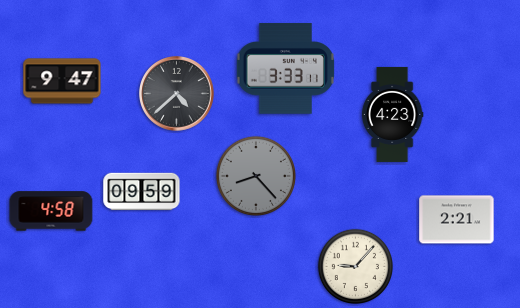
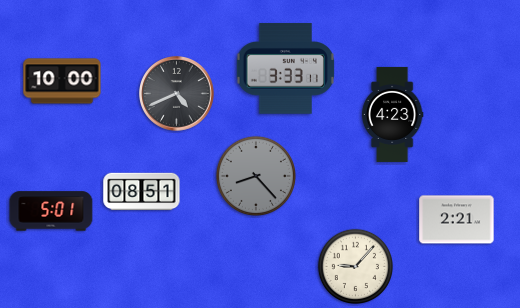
clock at (62, 81): 9:47 -> 10:00
clock at (177, 94): 4:38 -> 4:41
clock at (142, 192): 09:59 -> 08:51
clock at (51, 211): 4:58 -> 5:01
